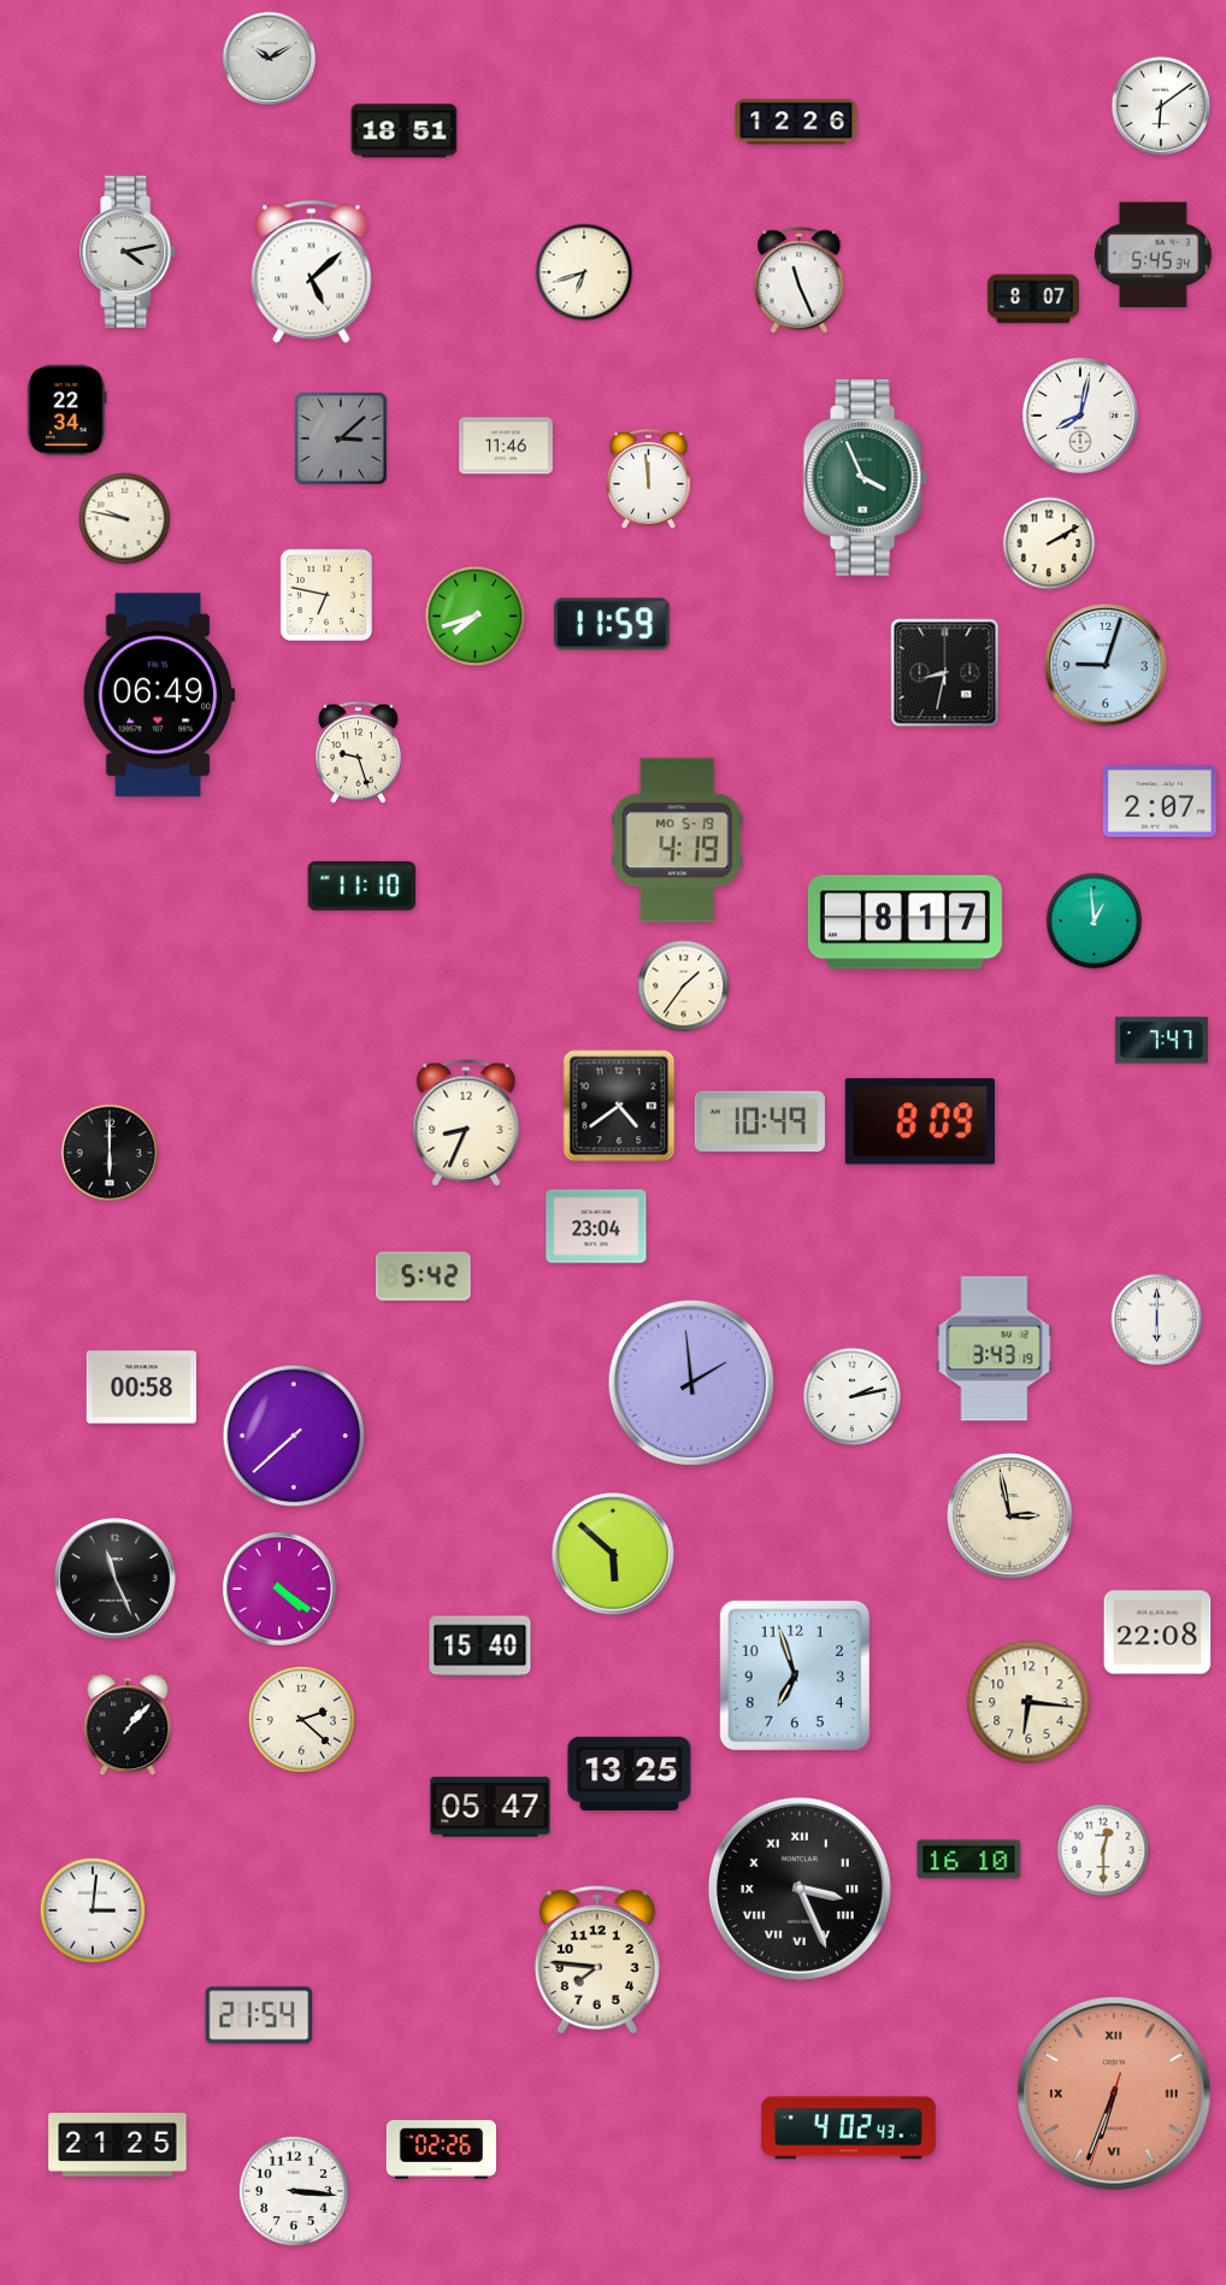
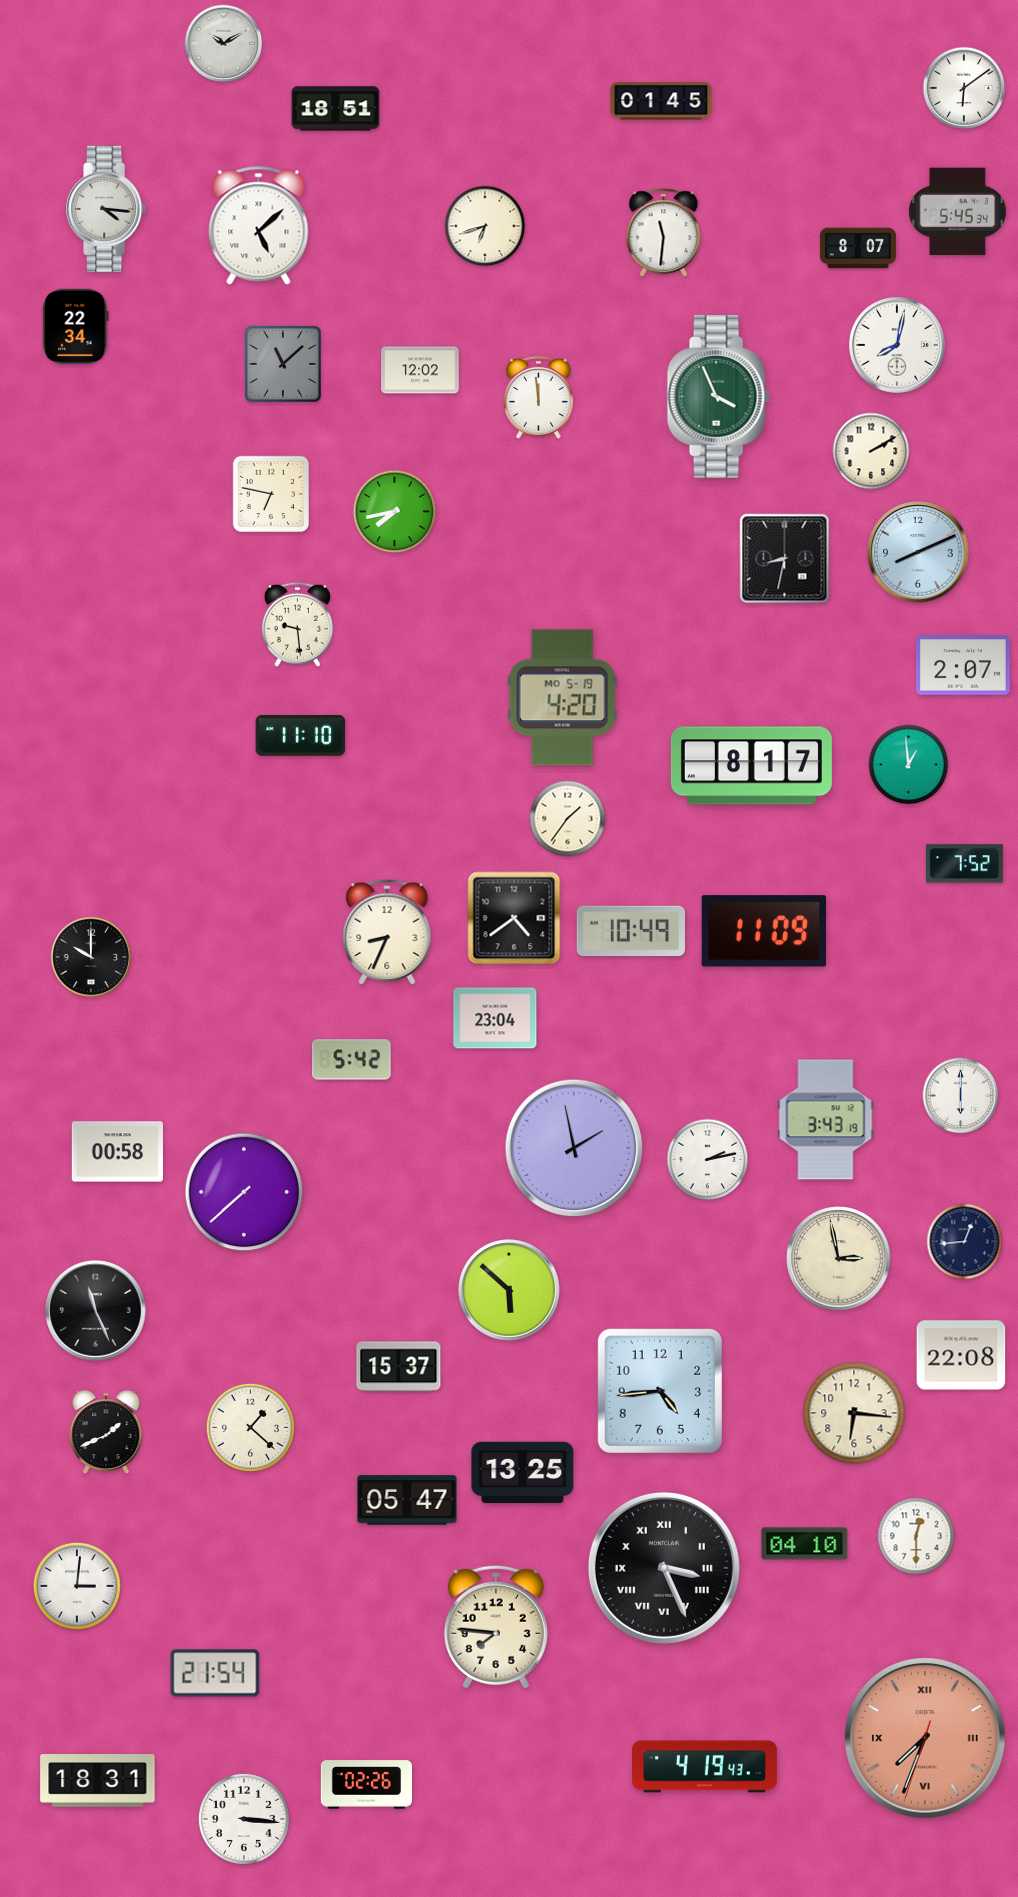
clock at (270, 59) position: (270, 59) -> (224, 44)
clock at (796, 122): 12:26 -> 01:45
clock at (129, 252): 4:13 -> 4:16
clock at (800, 281): 11:26 -> 11:31
clock at (67, 410) position: (67, 410) -> (76, 326)
clock at (341, 438): 3:08 -> 11:08
clock at (506, 446): 11:46 -> 12:02
clock at (125, 519): 9:47 -> none
clock at (476, 617): 7:42 -> 7:43
clock at (613, 624): 11:59 -> none
clock at (1106, 665): 9:03 -> 8:11
clock at (159, 695): 06:49 -> none
clock at (358, 752): 9:27 -> 9:29
clock at (677, 841): 4:19 -> 4:20
clock at (1161, 1041): 7:47 -> 7:52
clock at (920, 1121): 8:09 -> 11:09
clock at (110, 1153): 6:00 -> 10:00
clock at (691, 1383): 1:59 -> 1:58
clock at (965, 1242): none -> 12:44
clock at (279, 1589): 4:21 -> none
clock at (481, 1647): 15:40 -> 15:37
clock at (795, 1676): 6:57 -> 4:44
clock at (301, 1719): 2:22 -> 1:22
clock at (128, 1726): 1:07 -> 1:41
clock at (969, 1860): 16:10 -> 04:10
clock at (1115, 2095): 6:33 -> 7:33
clock at (848, 2128): 4:02 -> 4:19
clock at (118, 2145): 21:25 -> 18:31
